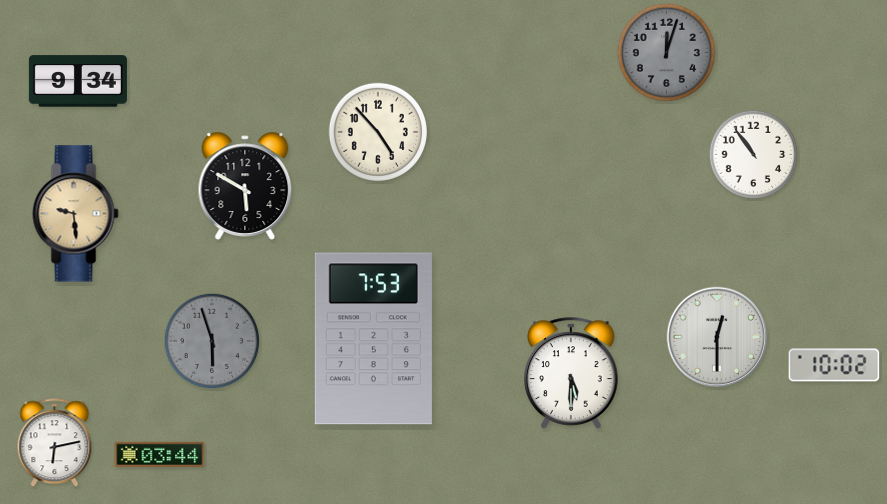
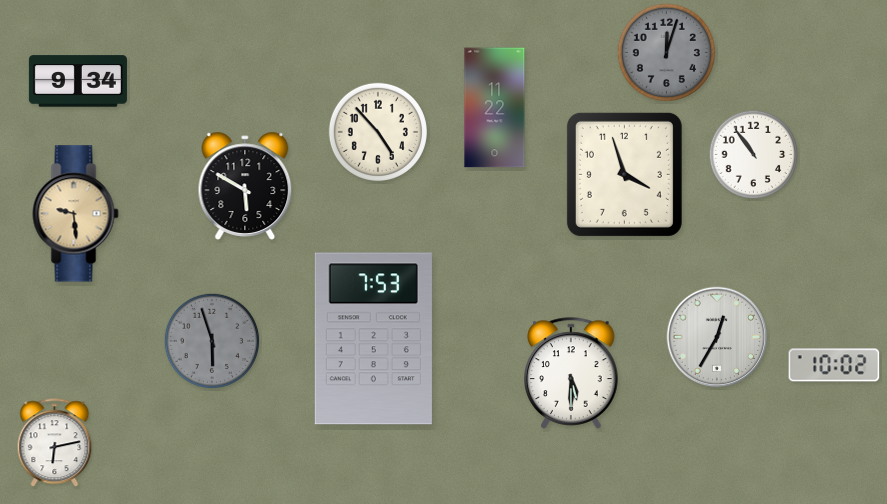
clock at (495, 108): none -> 11:22
clock at (624, 174): none -> 3:57
clock at (717, 337): 12:30 -> 12:35
clock at (160, 454): 03:44 -> none
